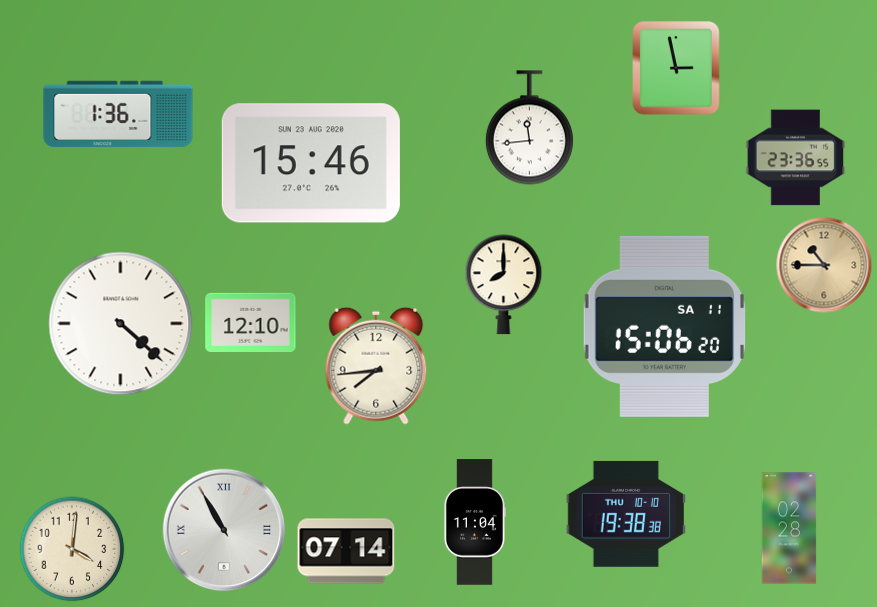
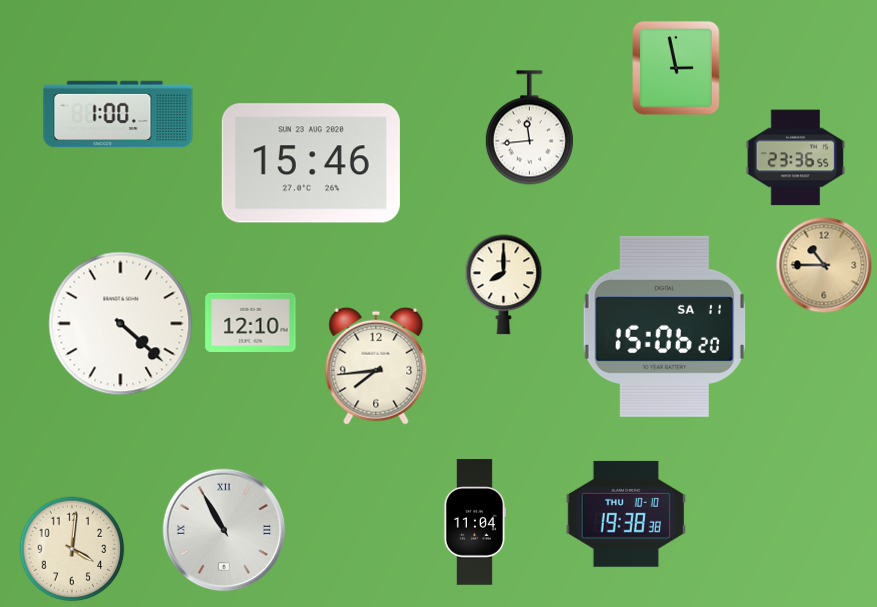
clock at (118, 114): 1:36 -> 1:00
clock at (789, 528): 02:28 -> none
clock at (346, 551): 07:14 -> none
